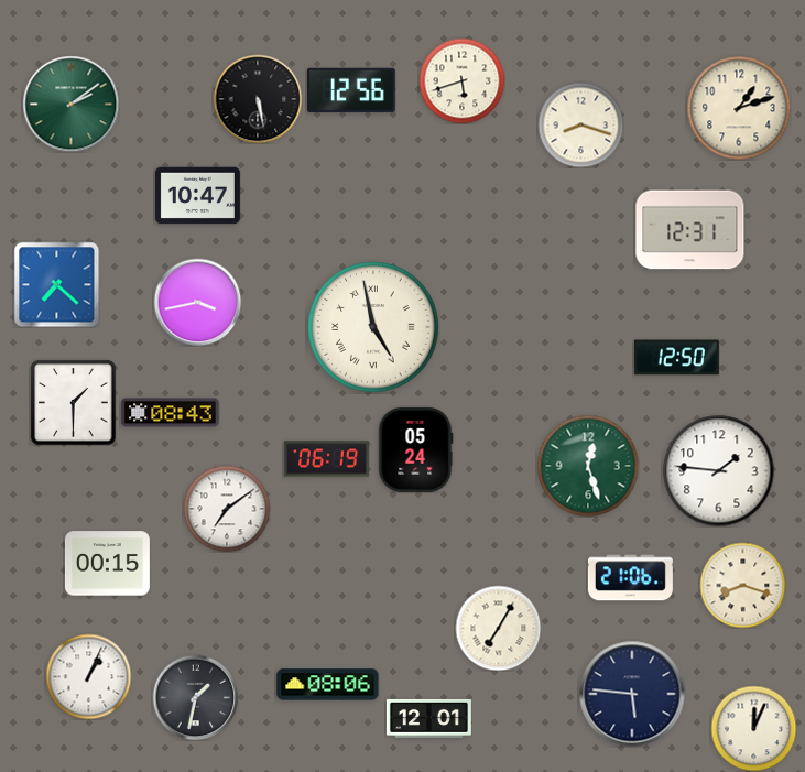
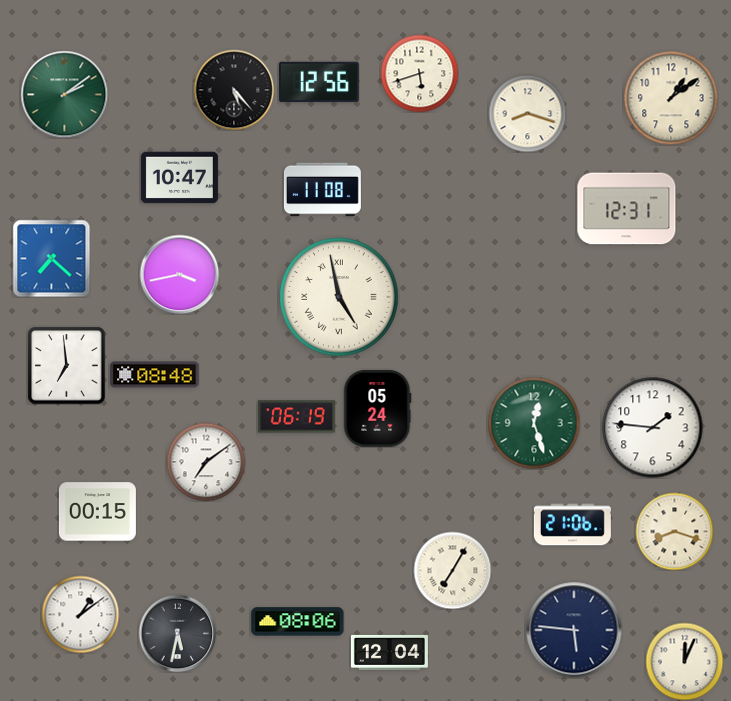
clock at (258, 99): 5:28 -> 5:23
clock at (739, 108): 1:12 -> 1:09
clock at (322, 190): none -> 11:08
clock at (676, 358): 12:50 -> none
clock at (73, 402): 1:30 -> 6:59
clock at (171, 413): 08:43 -> 08:48
clock at (88, 676): 1:04 -> 1:09
clock at (195, 697): 1:32 -> 5:32
clock at (428, 718): 12:01 -> 12:04
